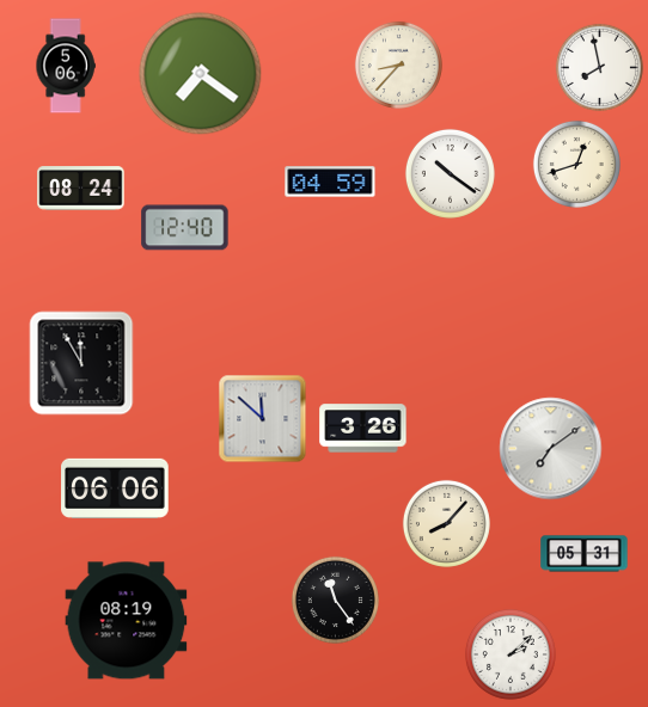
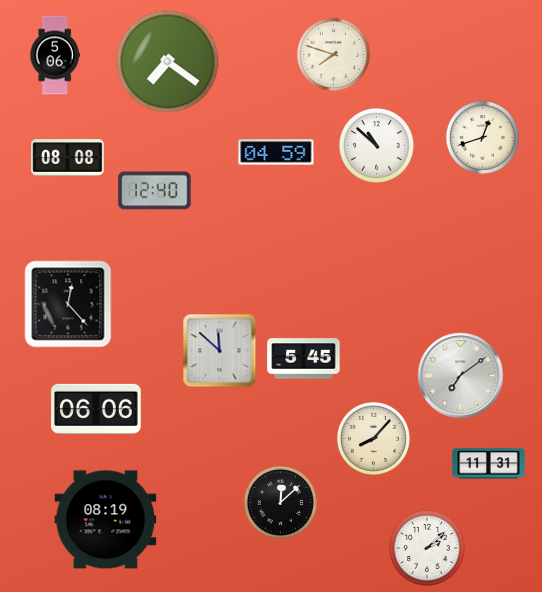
clock at (398, 64): 8:37 -> 7:48
clock at (599, 67): 7:58 -> none
clock at (450, 173): 10:21 -> 10:52
clock at (81, 189): 08:24 -> 08:08
clock at (81, 363): 11:55 -> 12:23
clock at (363, 429): 3:26 -> 5:45
clock at (585, 554): 05:31 -> 11:31
clock at (335, 600): 11:24 -> 12:08
